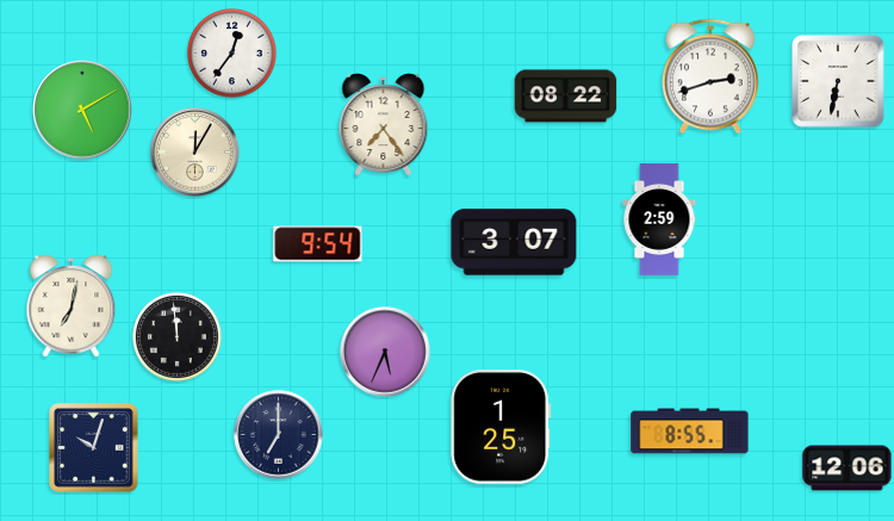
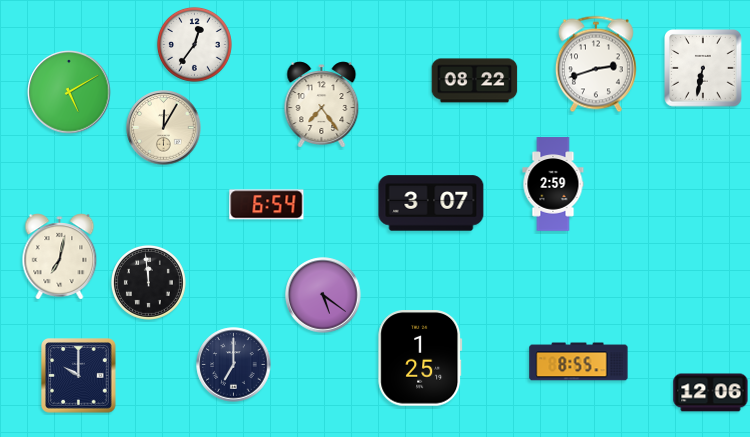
clock at (318, 244): 9:54 -> 6:54
clock at (385, 352): 5:34 -> 5:21
clock at (94, 448): 10:03 -> 10:00
